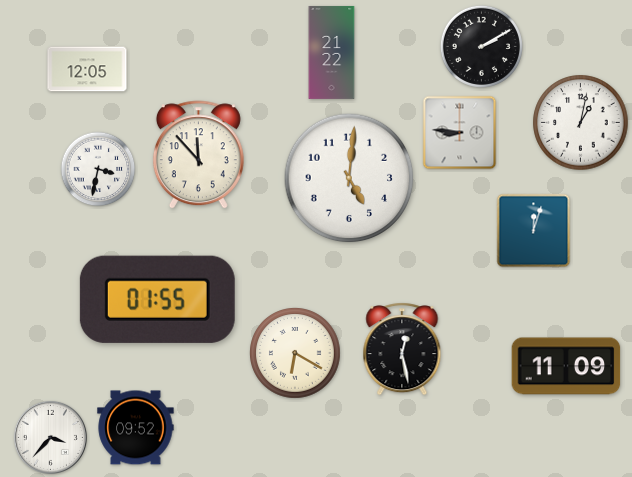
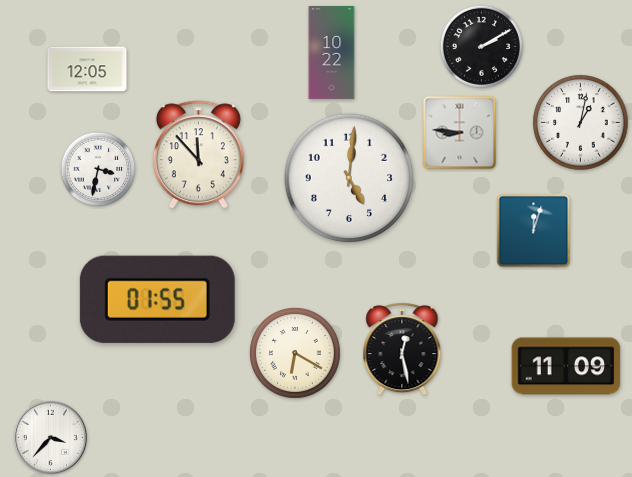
clock at (332, 52): 21:22 -> 10:22
clock at (136, 428): 09:52 -> none
